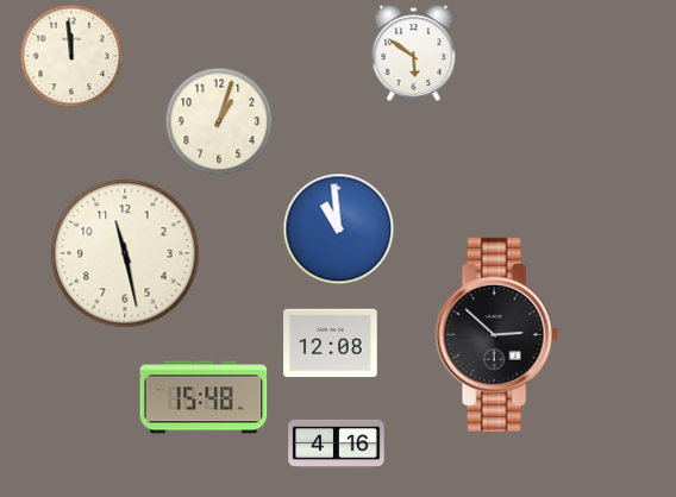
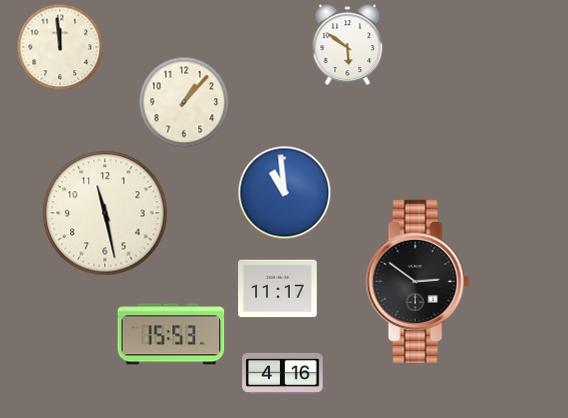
clock at (219, 121): 1:03 -> 1:07
clock at (496, 334): 2:52 -> 2:51
clock at (331, 344): 12:08 -> 11:17
clock at (204, 397): 15:48 -> 15:53
